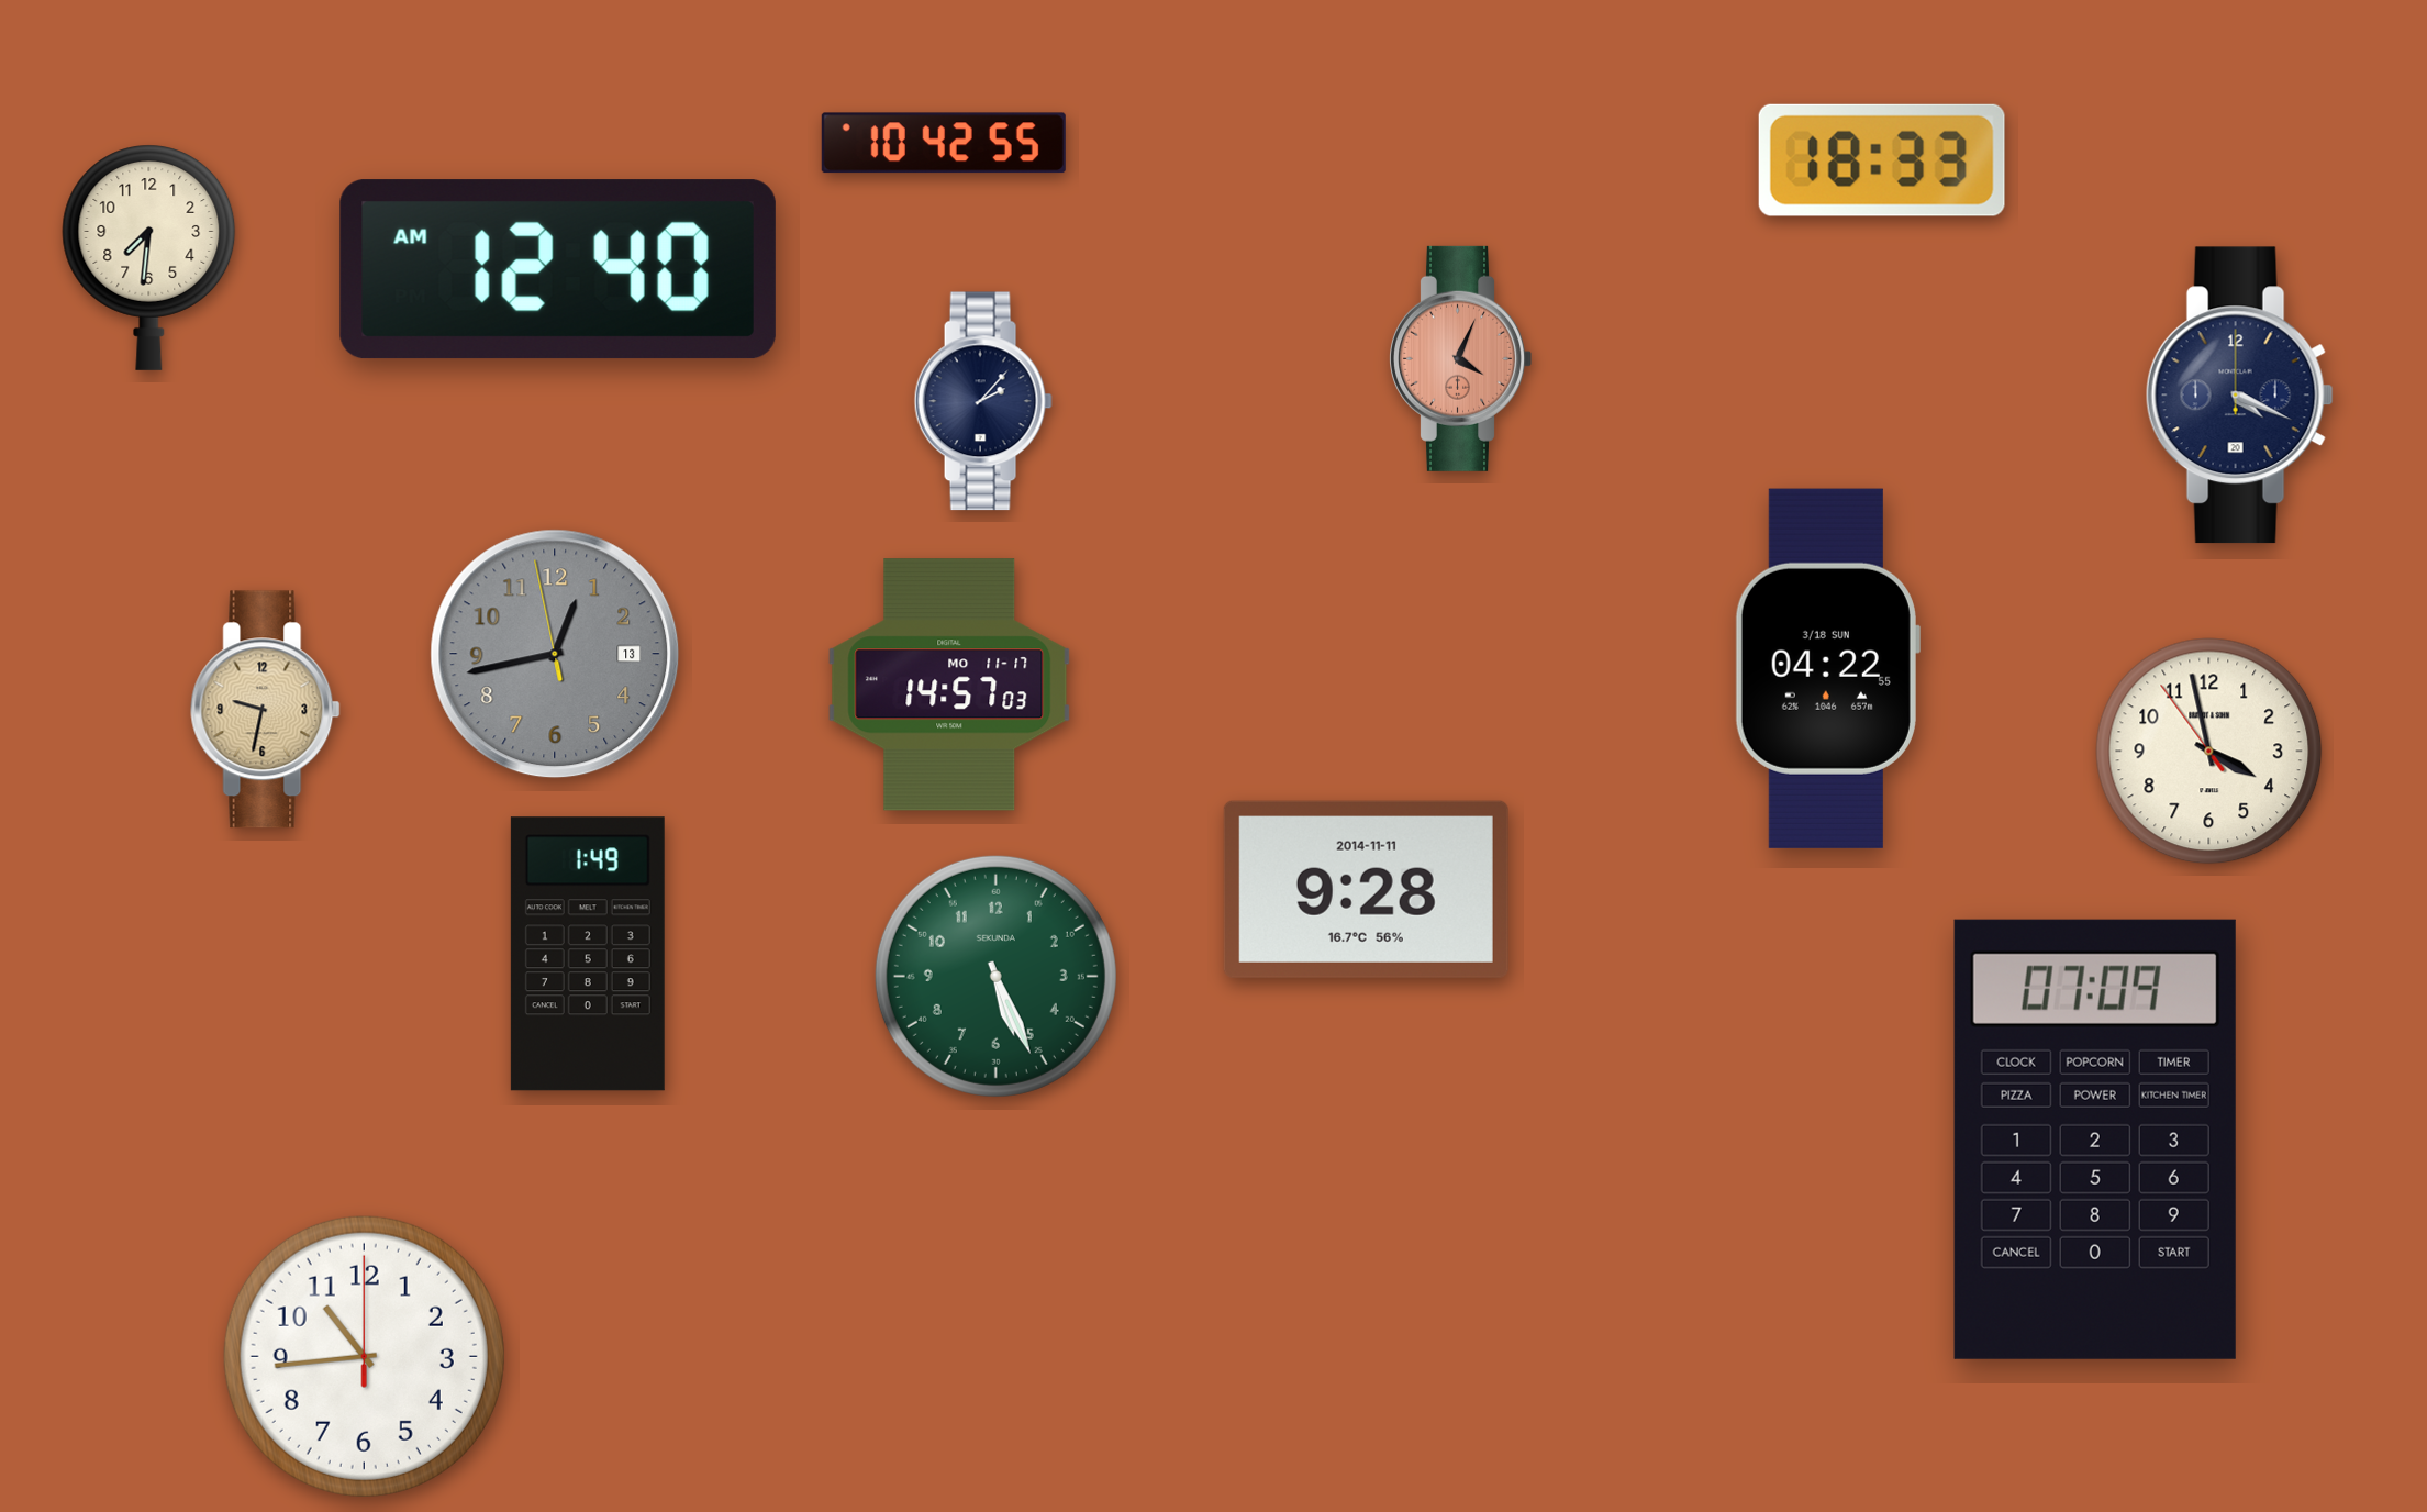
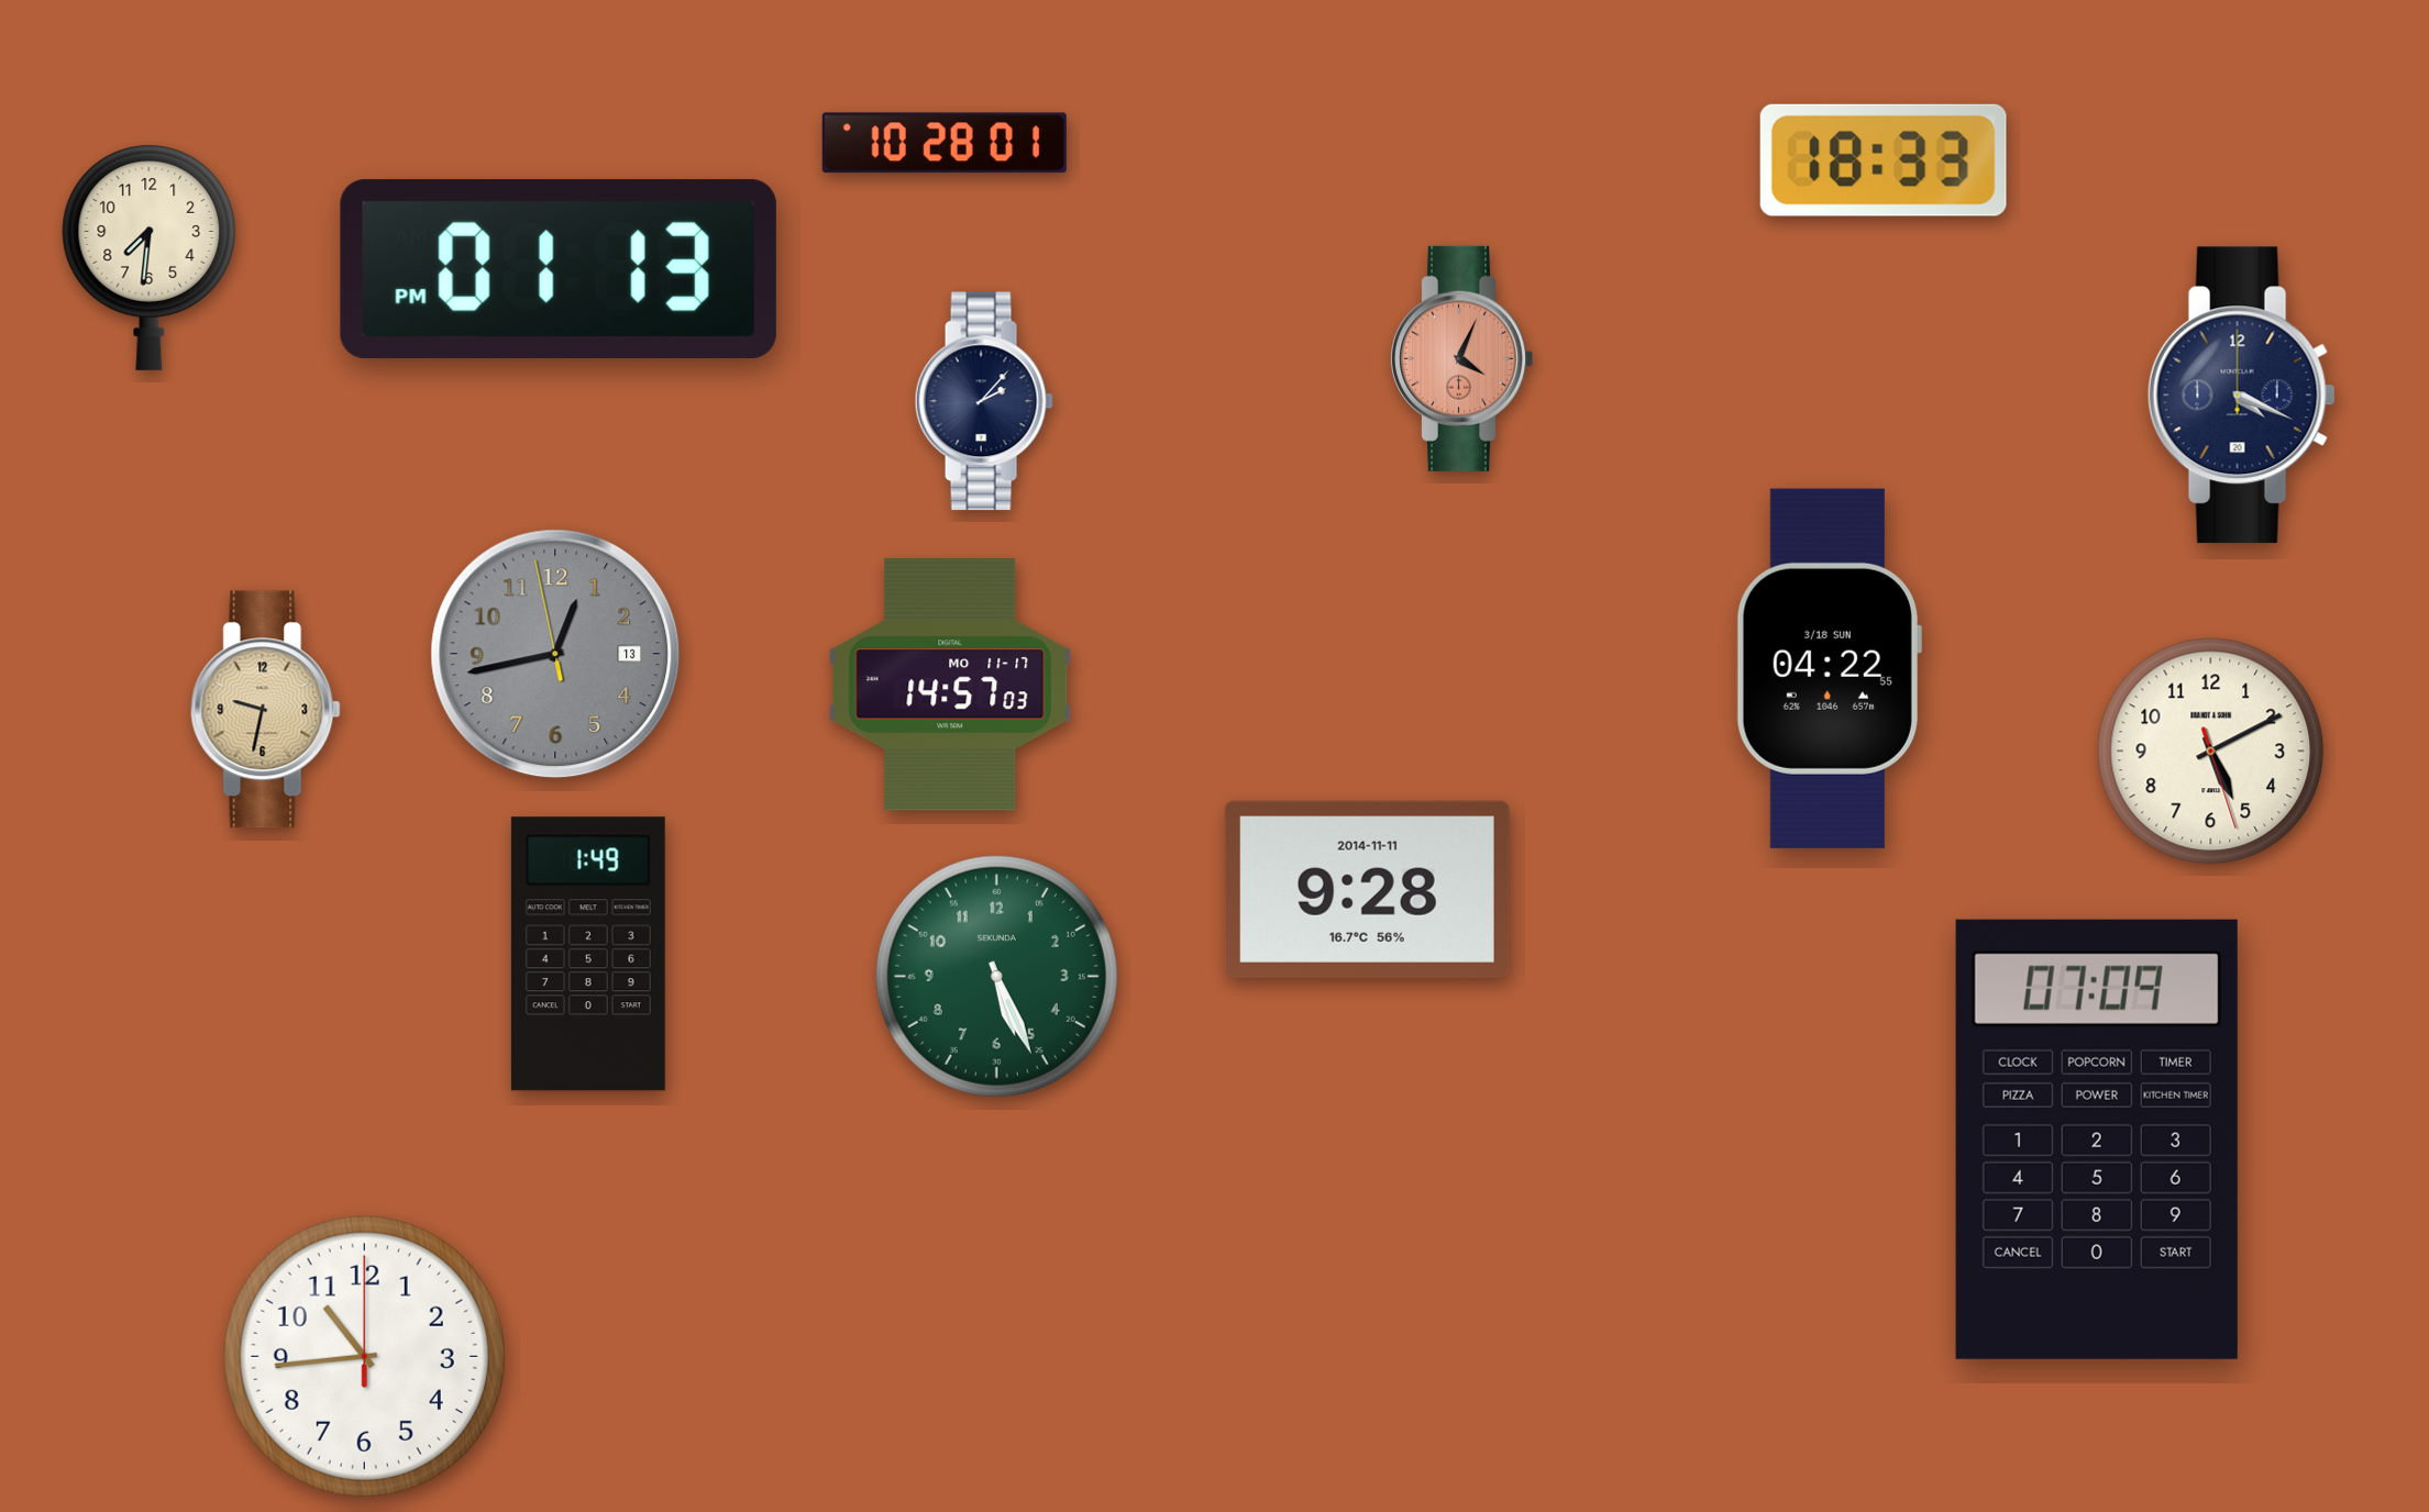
clock at (944, 143): 10:42 -> 10:28
clock at (558, 269): 12:40 -> 01:13
clock at (2209, 752): 3:57 -> 5:10
